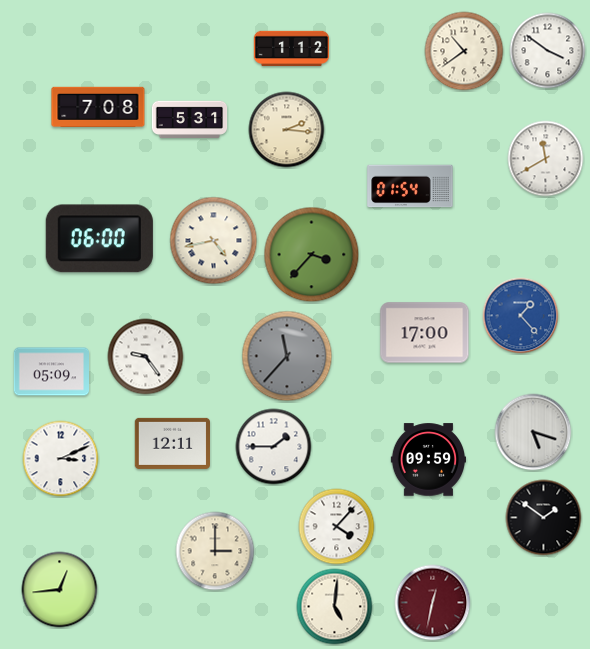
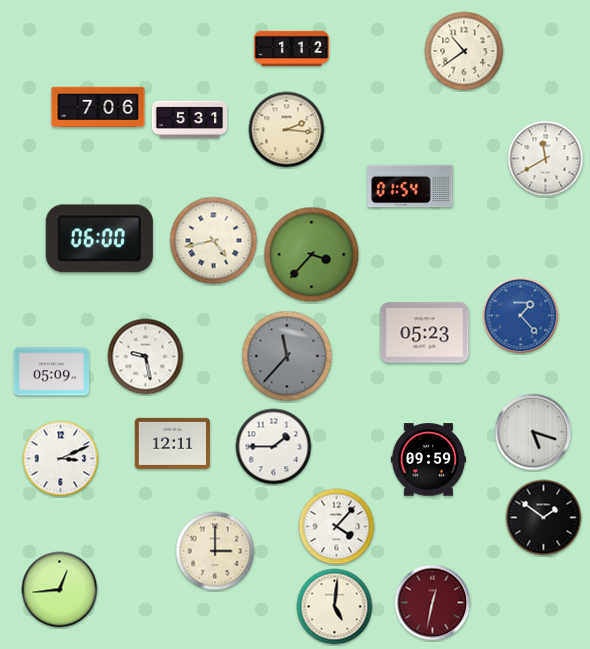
clock at (548, 51): 3:51 -> none
clock at (98, 107): 7:08 -> 7:06
clock at (425, 333): 17:00 -> 05:23
clock at (146, 357): 9:24 -> 9:28
